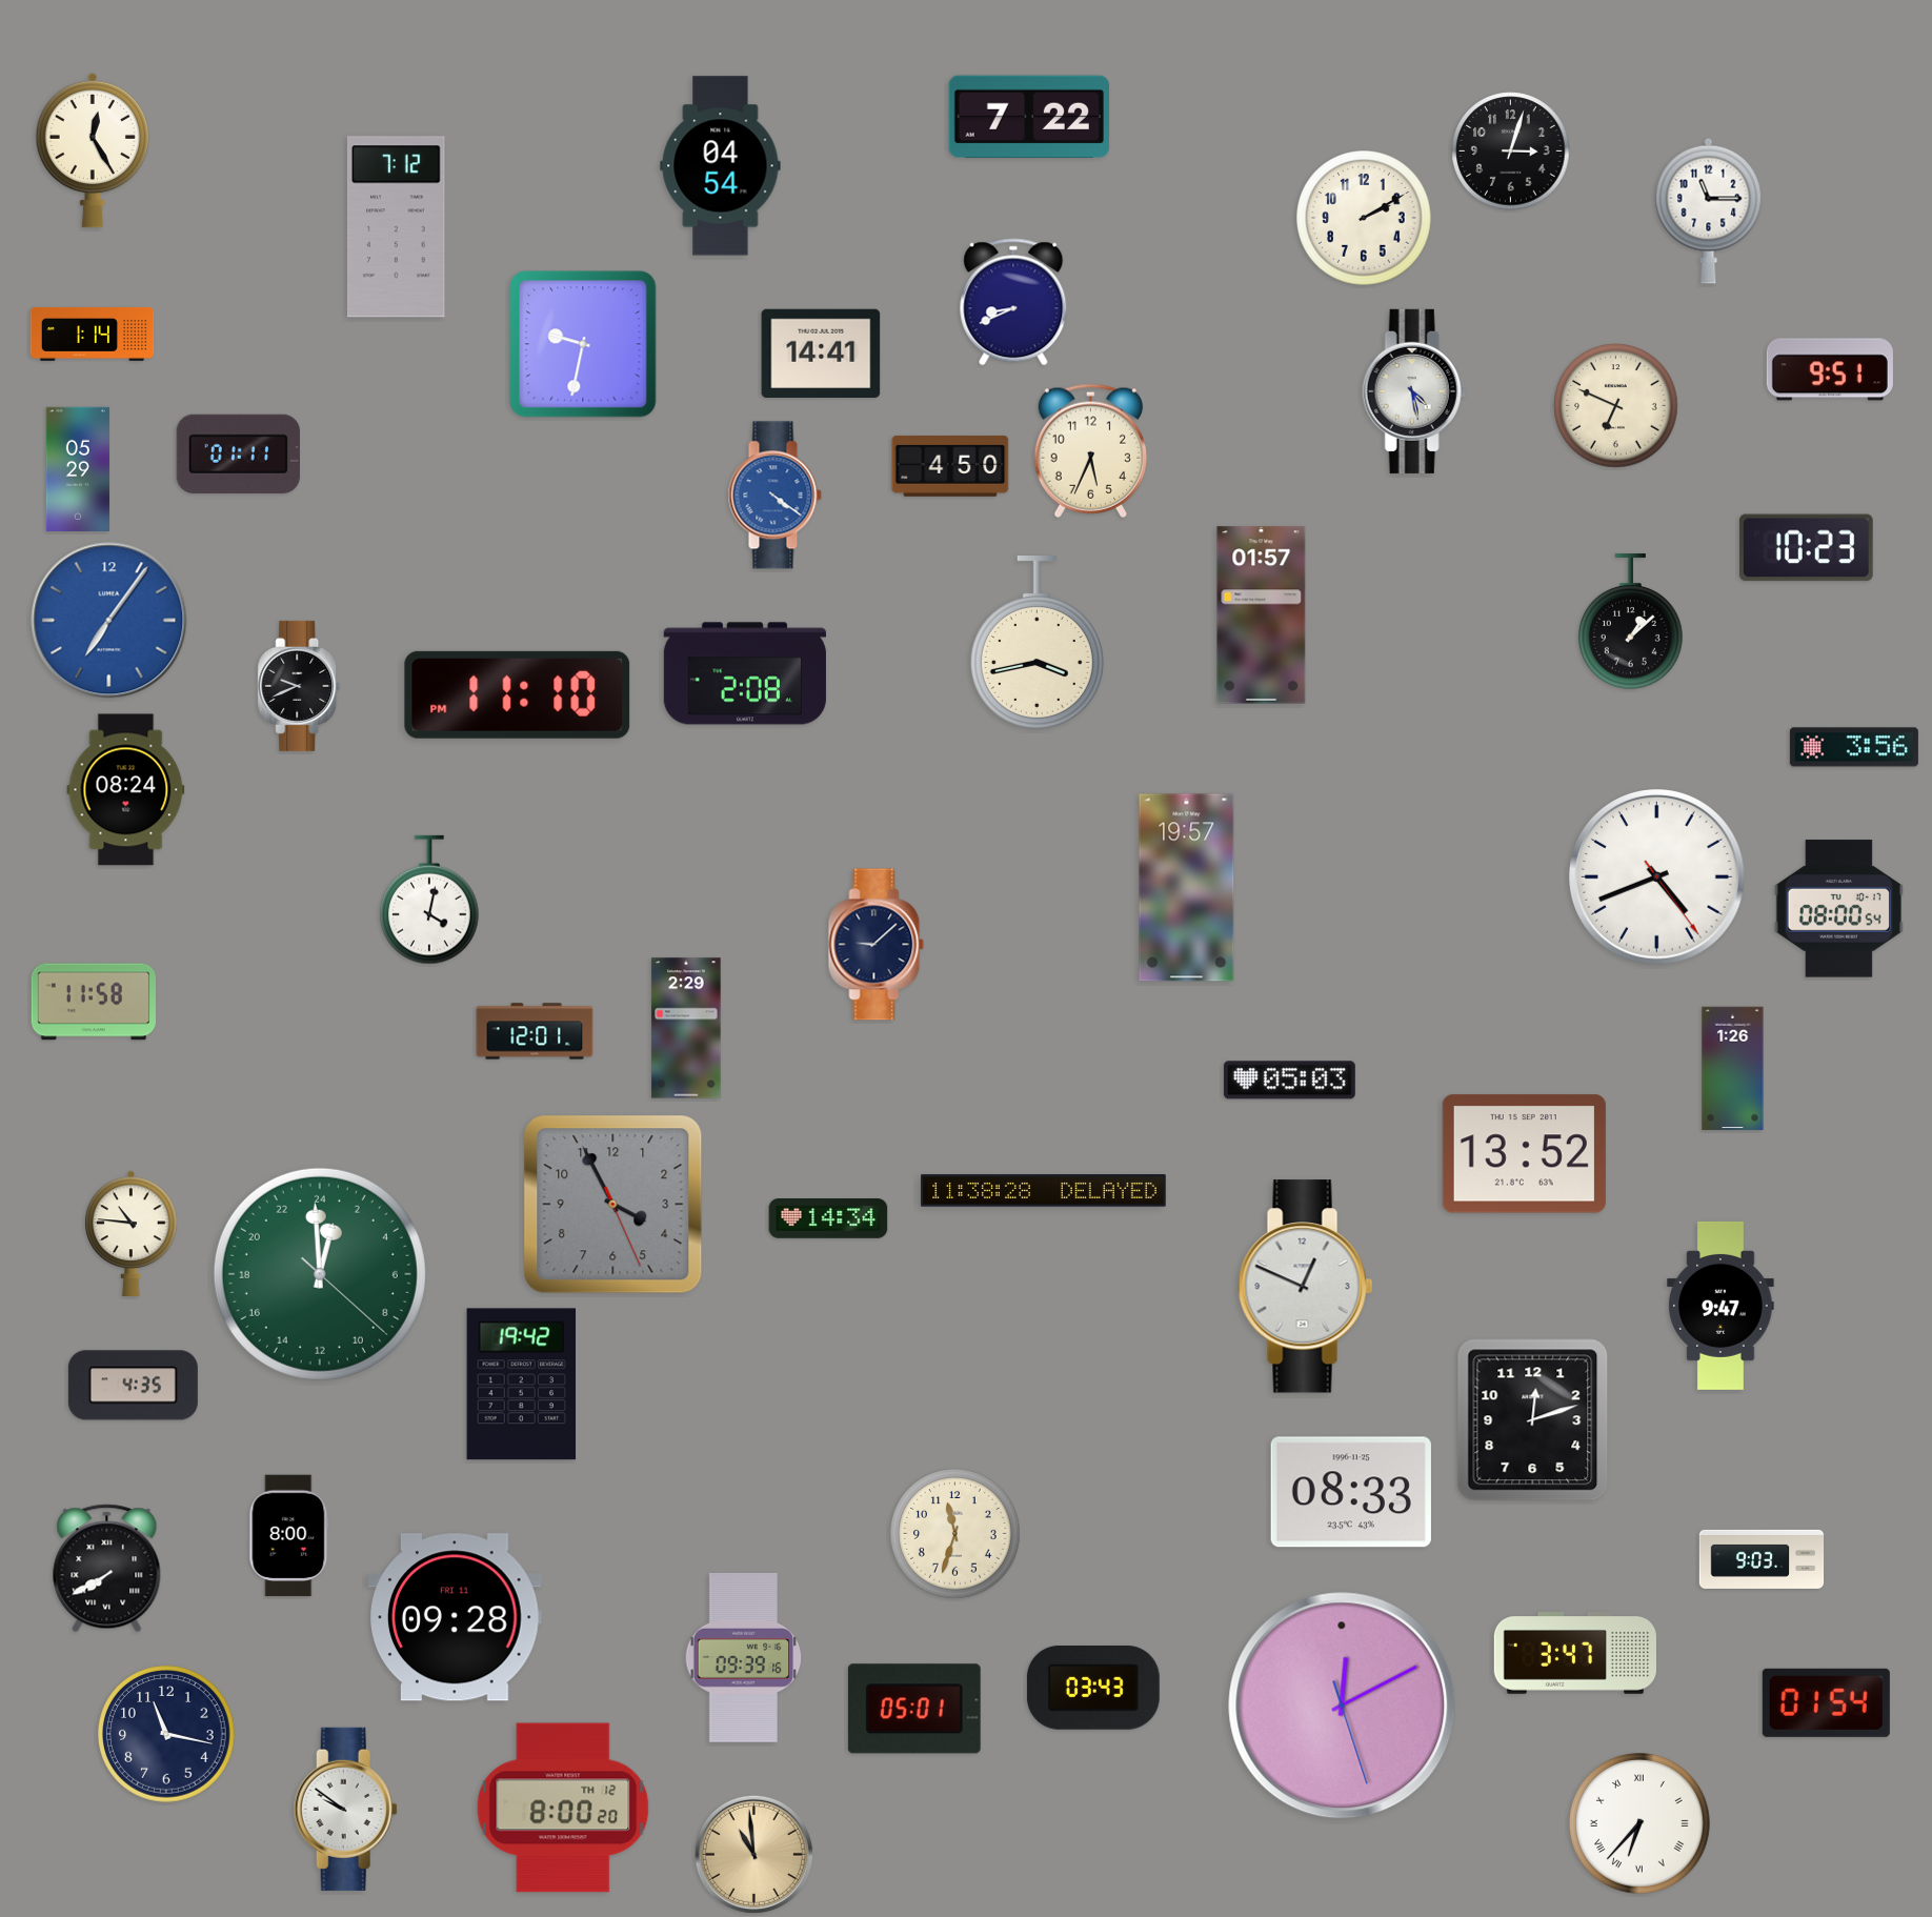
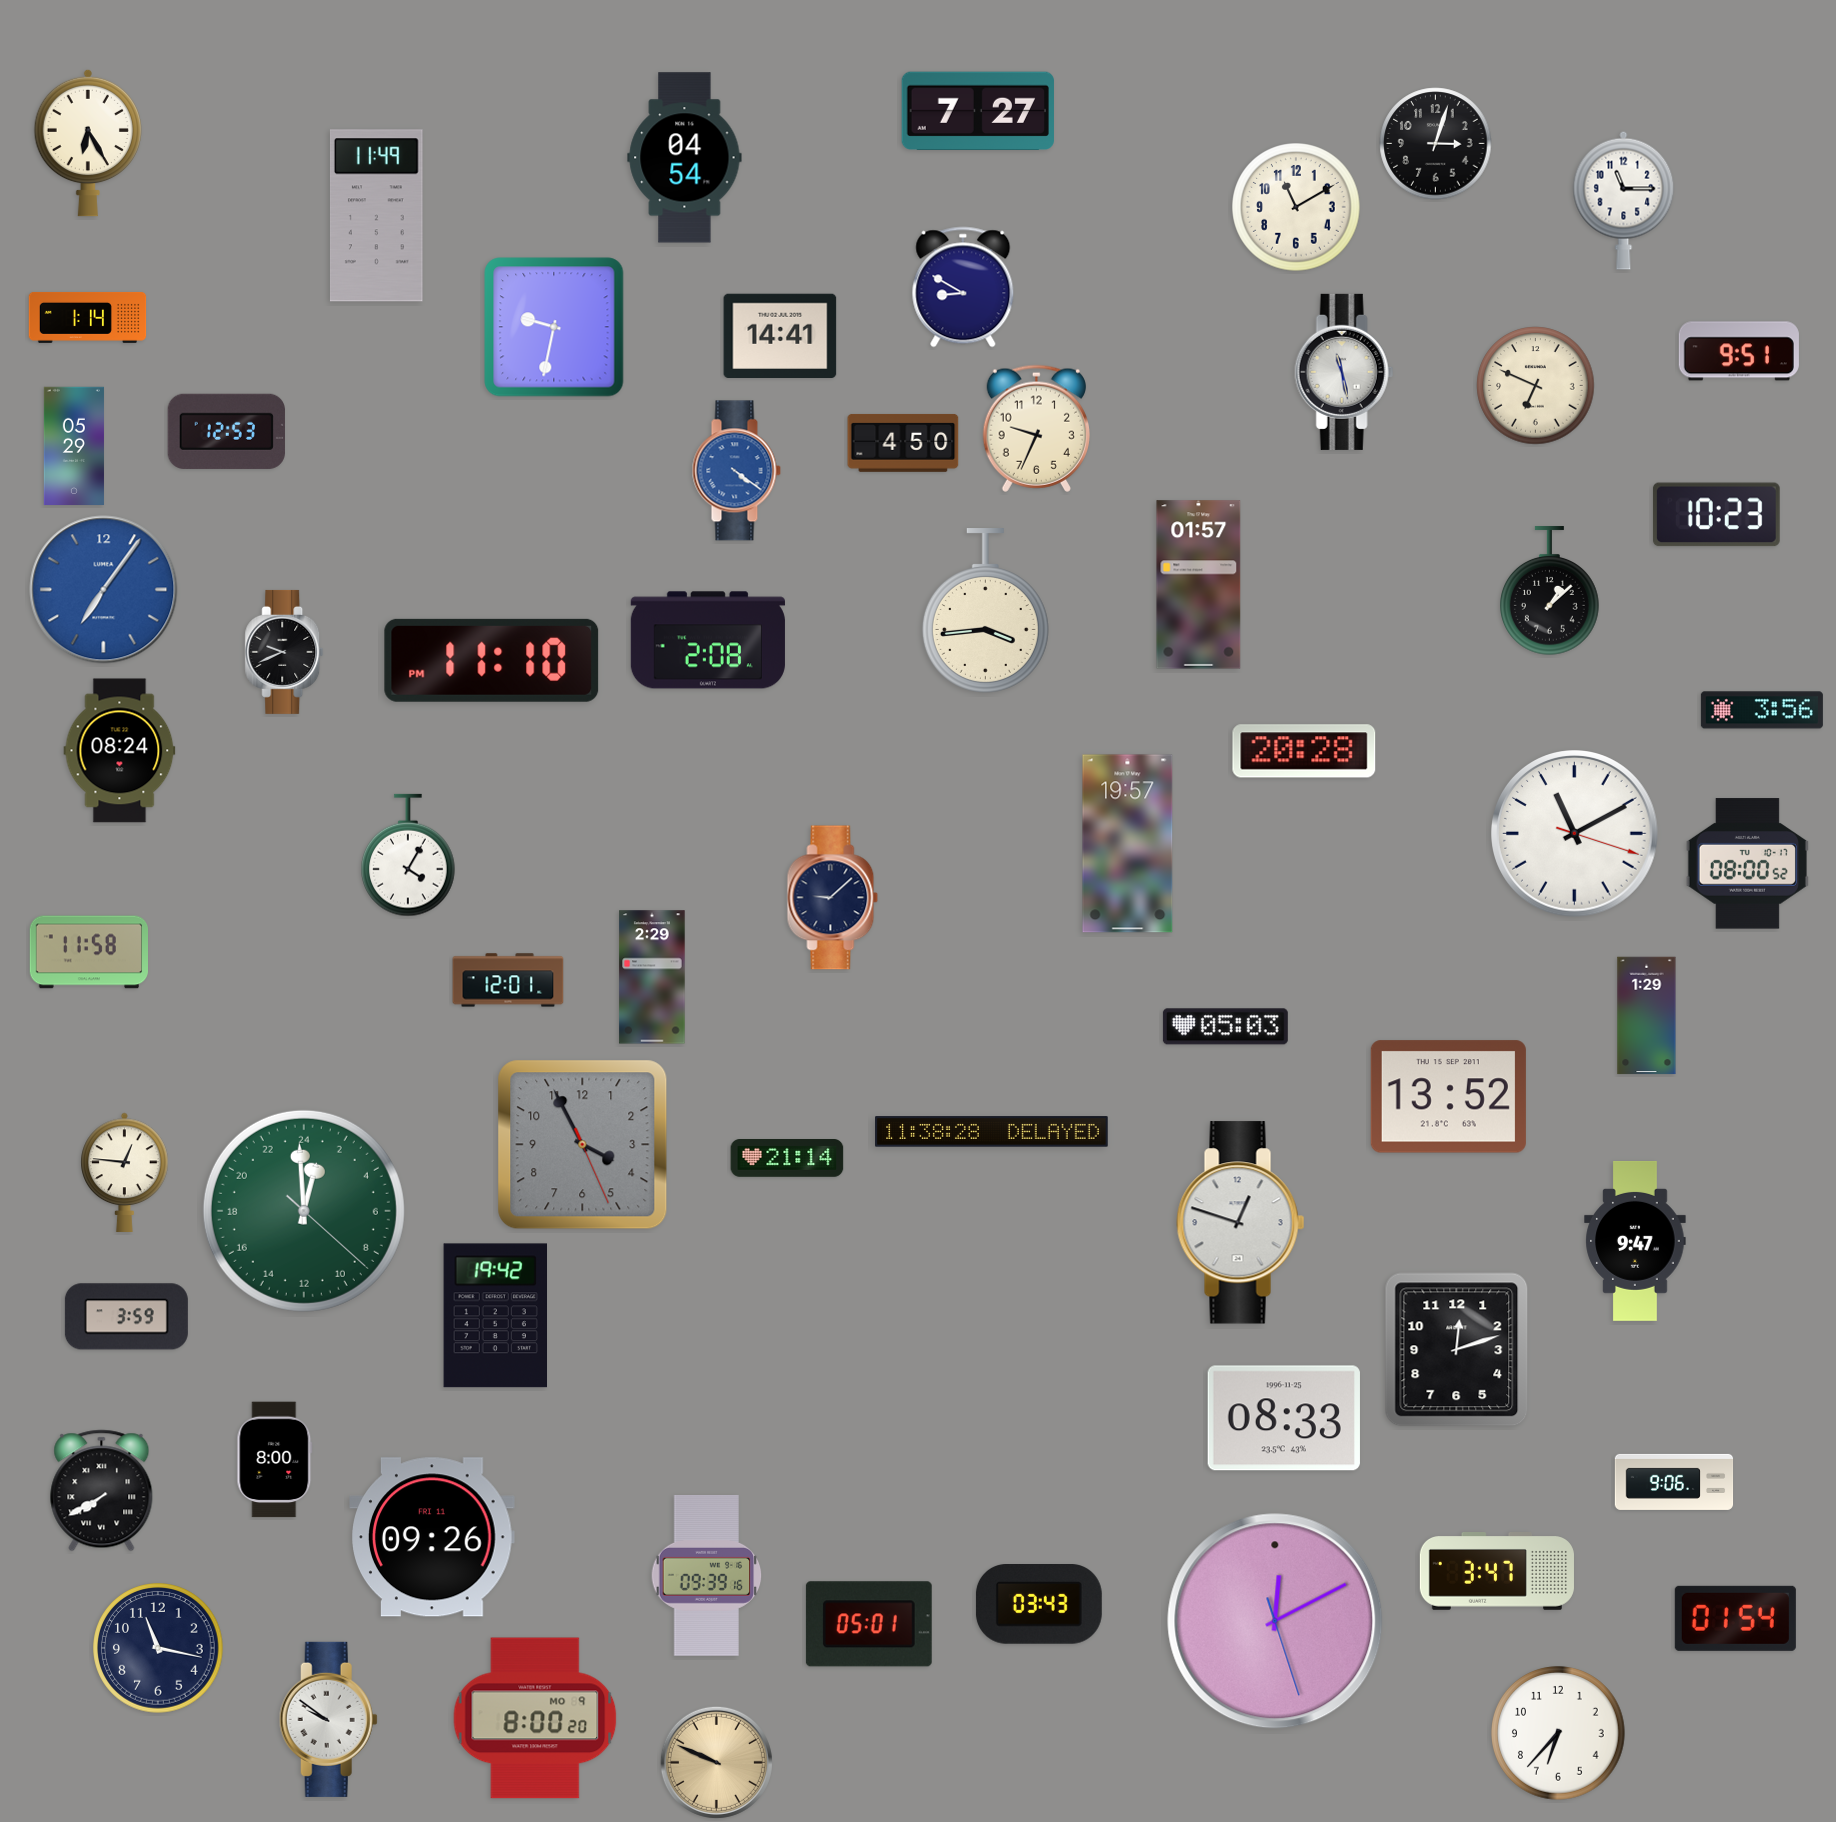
clock at (1029, 116): 7:22 -> 7:27
clock at (93, 150): 12:25 -> 6:25
clock at (1364, 218): 2:10 -> 11:10
clock at (396, 227): 7:12 -> 11:49
clock at (1013, 302): 8:41 -> 8:50
clock at (1414, 391): 4:28 -> 11:28
clock at (1090, 450): 5:34 -> 9:34
clock at (238, 453): 01:11 -> 12:53
clock at (1806, 548) position: (1806, 548) -> (1716, 515)
clock at (1037, 643): 3:43 -> 3:44
clock at (1304, 751): none -> 20:28
clock at (1657, 877): 4:41 -> 11:10
clock at (430, 900): 4:02 -> 4:05
clock at (1838, 909): 08:00:54 -> 08:00:52
clock at (1733, 1069): 1:26 -> 1:29
clock at (828, 1219): 14:34 -> 21:14
clock at (132, 1233): 10:46 -> 12:46
clock at (1306, 1287): 12:49 -> 12:48
clock at (133, 1386): 4:35 -> 3:59
clock at (955, 1534): 11:33 -> none
clock at (1762, 1559): 9:03 -> 9:06
clock at (455, 1617): 09:28 -> 09:26
clock at (563, 1808) date: TH 12 -> MO 9
clock at (1639, 1823) numerals: Roman -> Arabic
clock at (753, 1854): 10:59 -> 9:49
